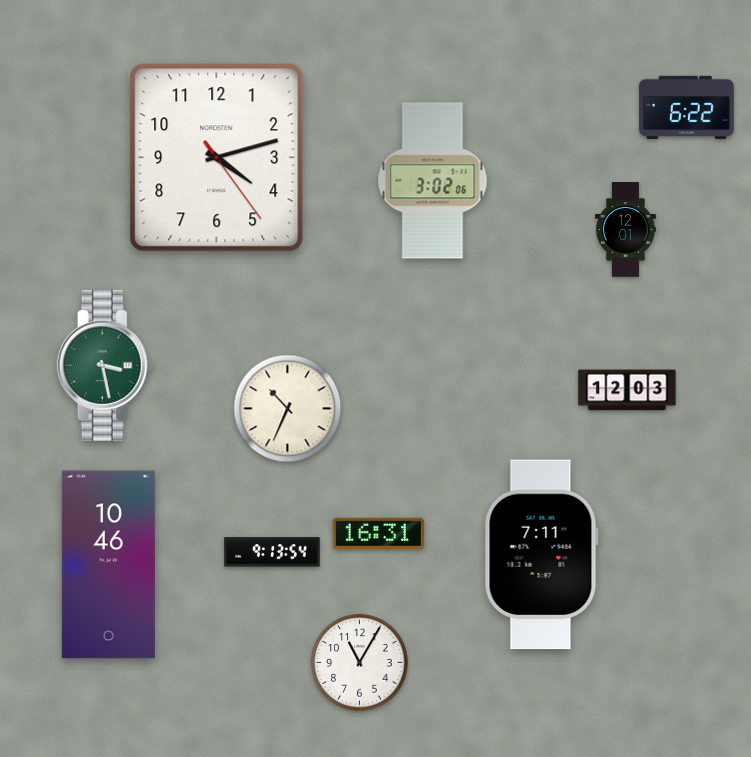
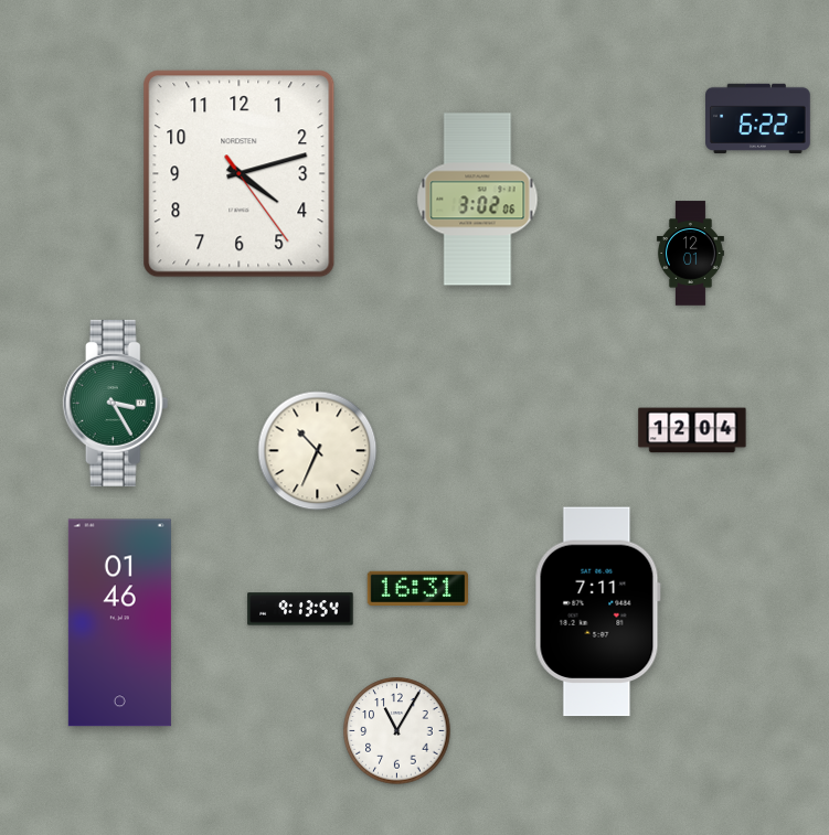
clock at (105, 365): 3:28 -> 3:25
clock at (627, 390): 12:03 -> 12:04
clock at (108, 565): 10:46 -> 01:46
